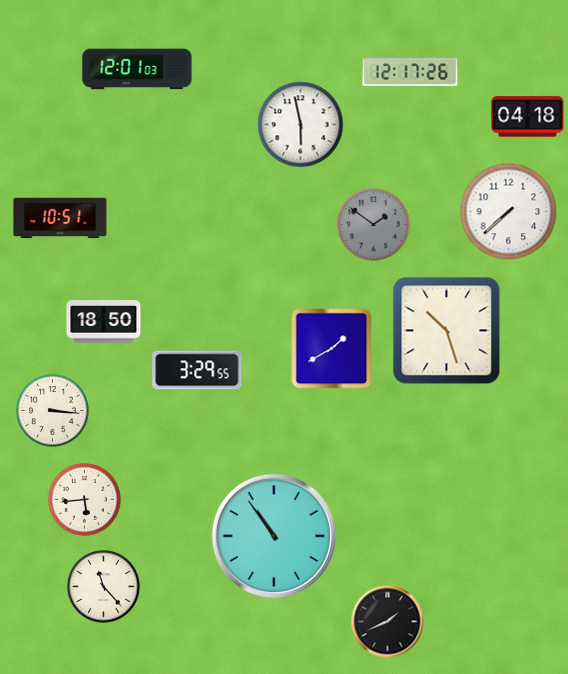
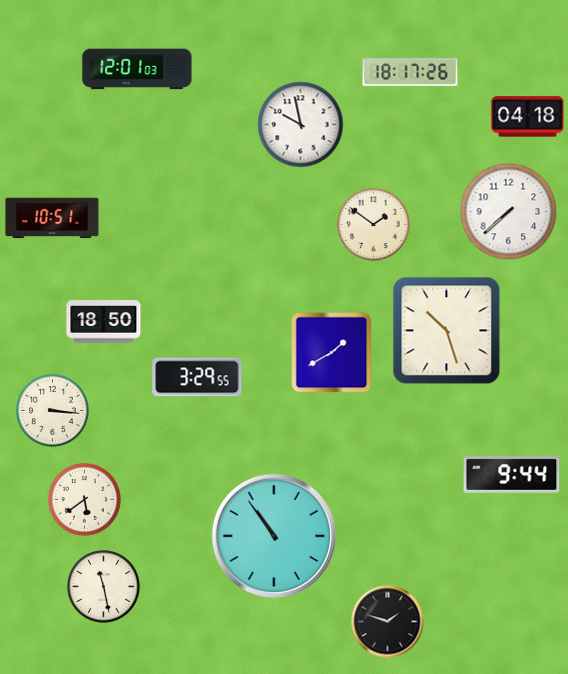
clock at (410, 72): 12:17 -> 18:17
clock at (301, 125): 5:58 -> 9:58
clock at (60, 218) position: (60, 218) -> (52, 218)
clock at (374, 225) dial: grey -> cream
clock at (332, 349) position: (332, 349) -> (332, 353)
clock at (197, 370) position: (197, 370) -> (197, 377)
clock at (512, 475): none -> 9:44
clock at (85, 500): 5:44 -> 5:39
clock at (104, 587): 11:23 -> 11:28
clock at (388, 622): 1:41 -> 1:48
